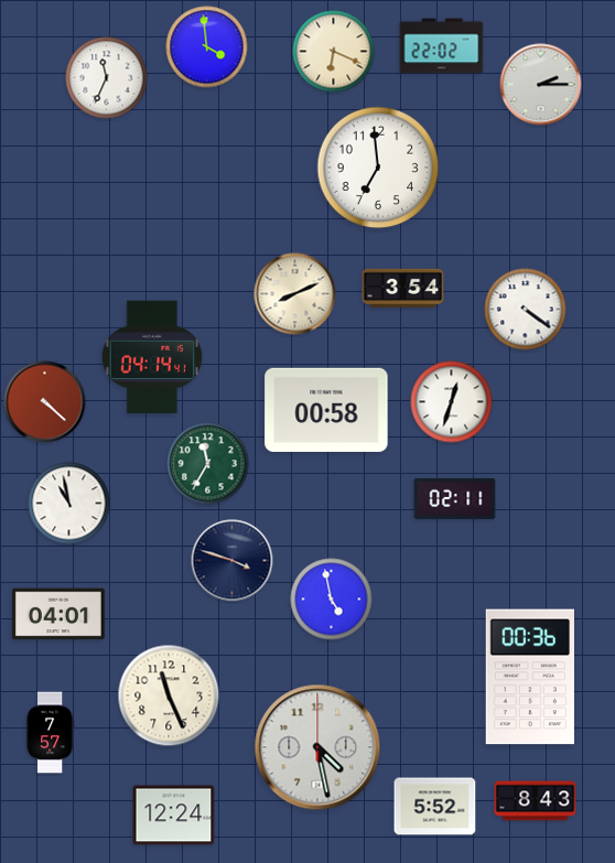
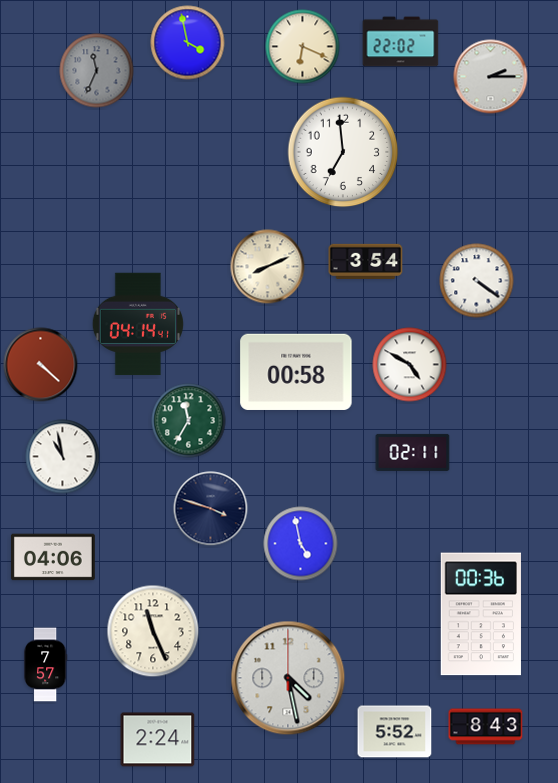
clock at (207, 47): 3:59 -> 3:58
clock at (107, 78) dial: white -> grey
clock at (452, 402): 12:33 -> 4:50
clock at (58, 614): 04:01 -> 04:06
clock at (174, 816): 12:24 -> 2:24
